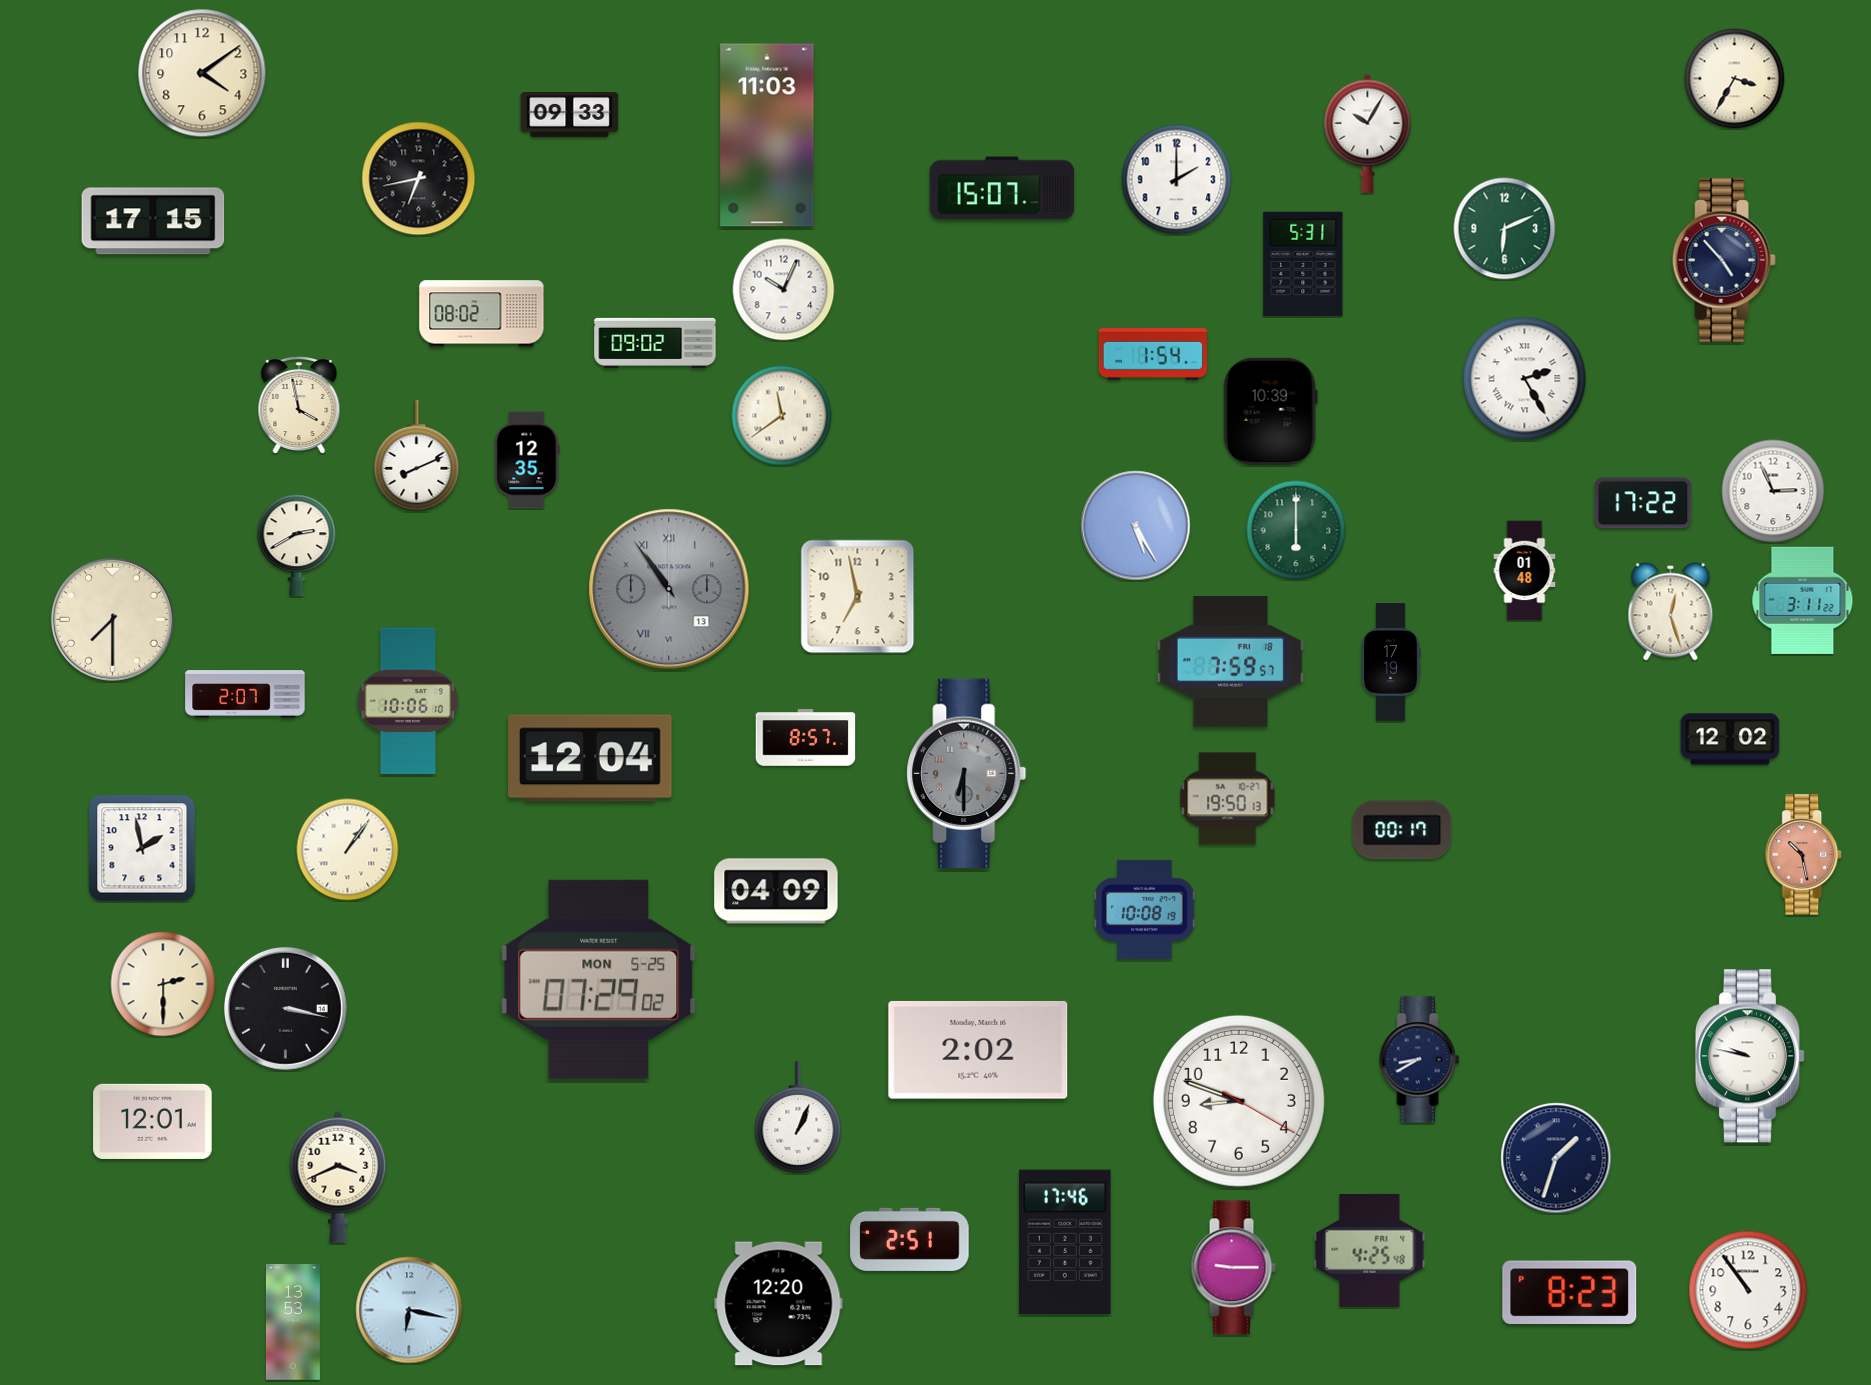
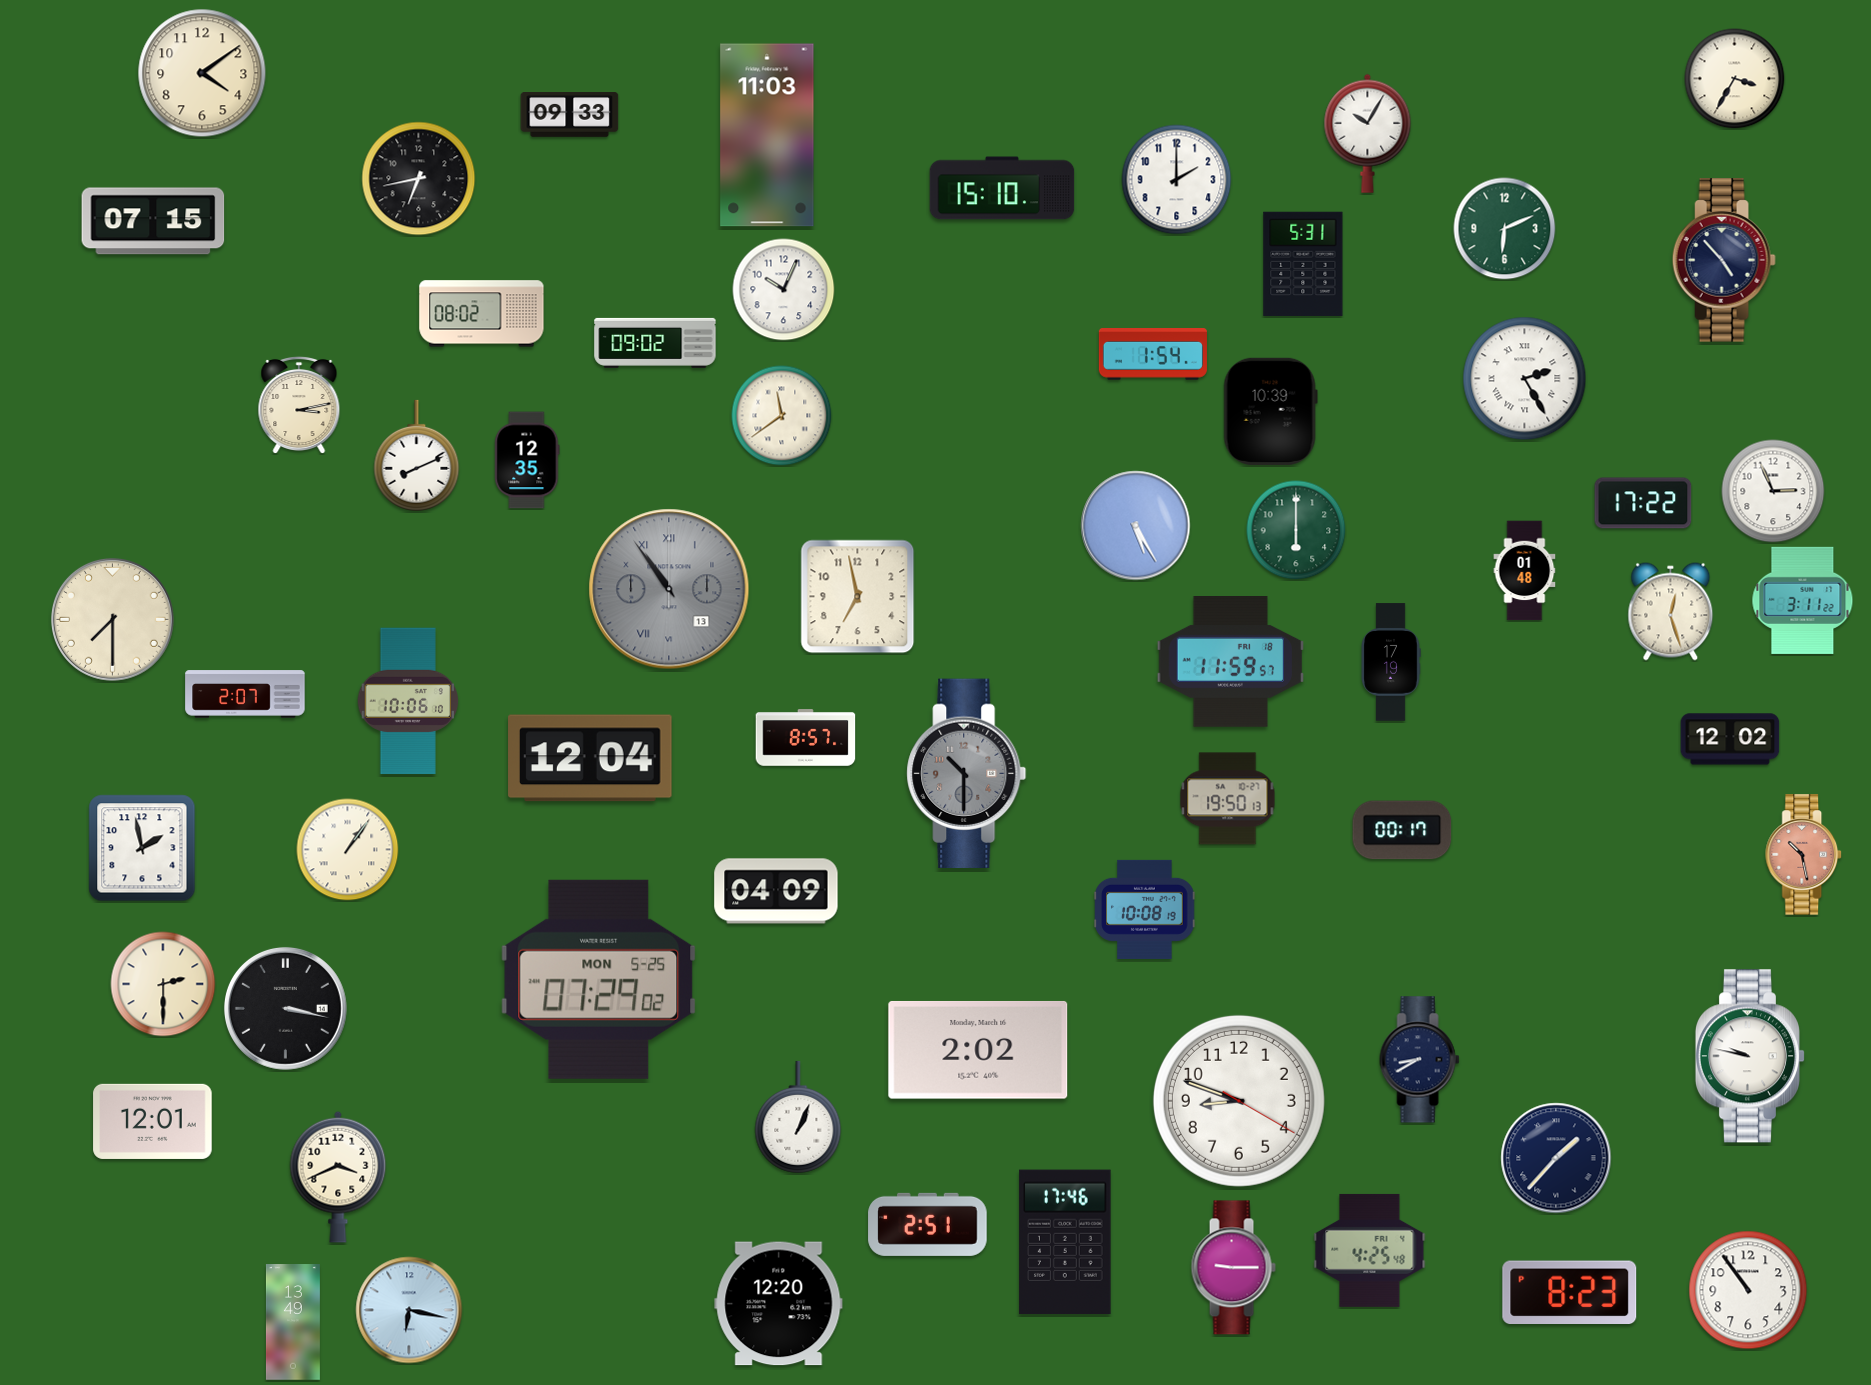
clock at (1002, 188): 15:07 -> 15:10
clock at (153, 221): 17:15 -> 07:15
clock at (299, 404): 3:58 -> 3:13
clock at (297, 546): 2:40 -> none
clock at (1230, 662): 7:59 -> 11:59
clock at (967, 774): 6:30 -> 10:30
clock at (1556, 1158): 1:33 -> 1:37
clock at (910, 1239) position: (910, 1239) -> (928, 1224)
clock at (293, 1322): 13:53 -> 13:49
